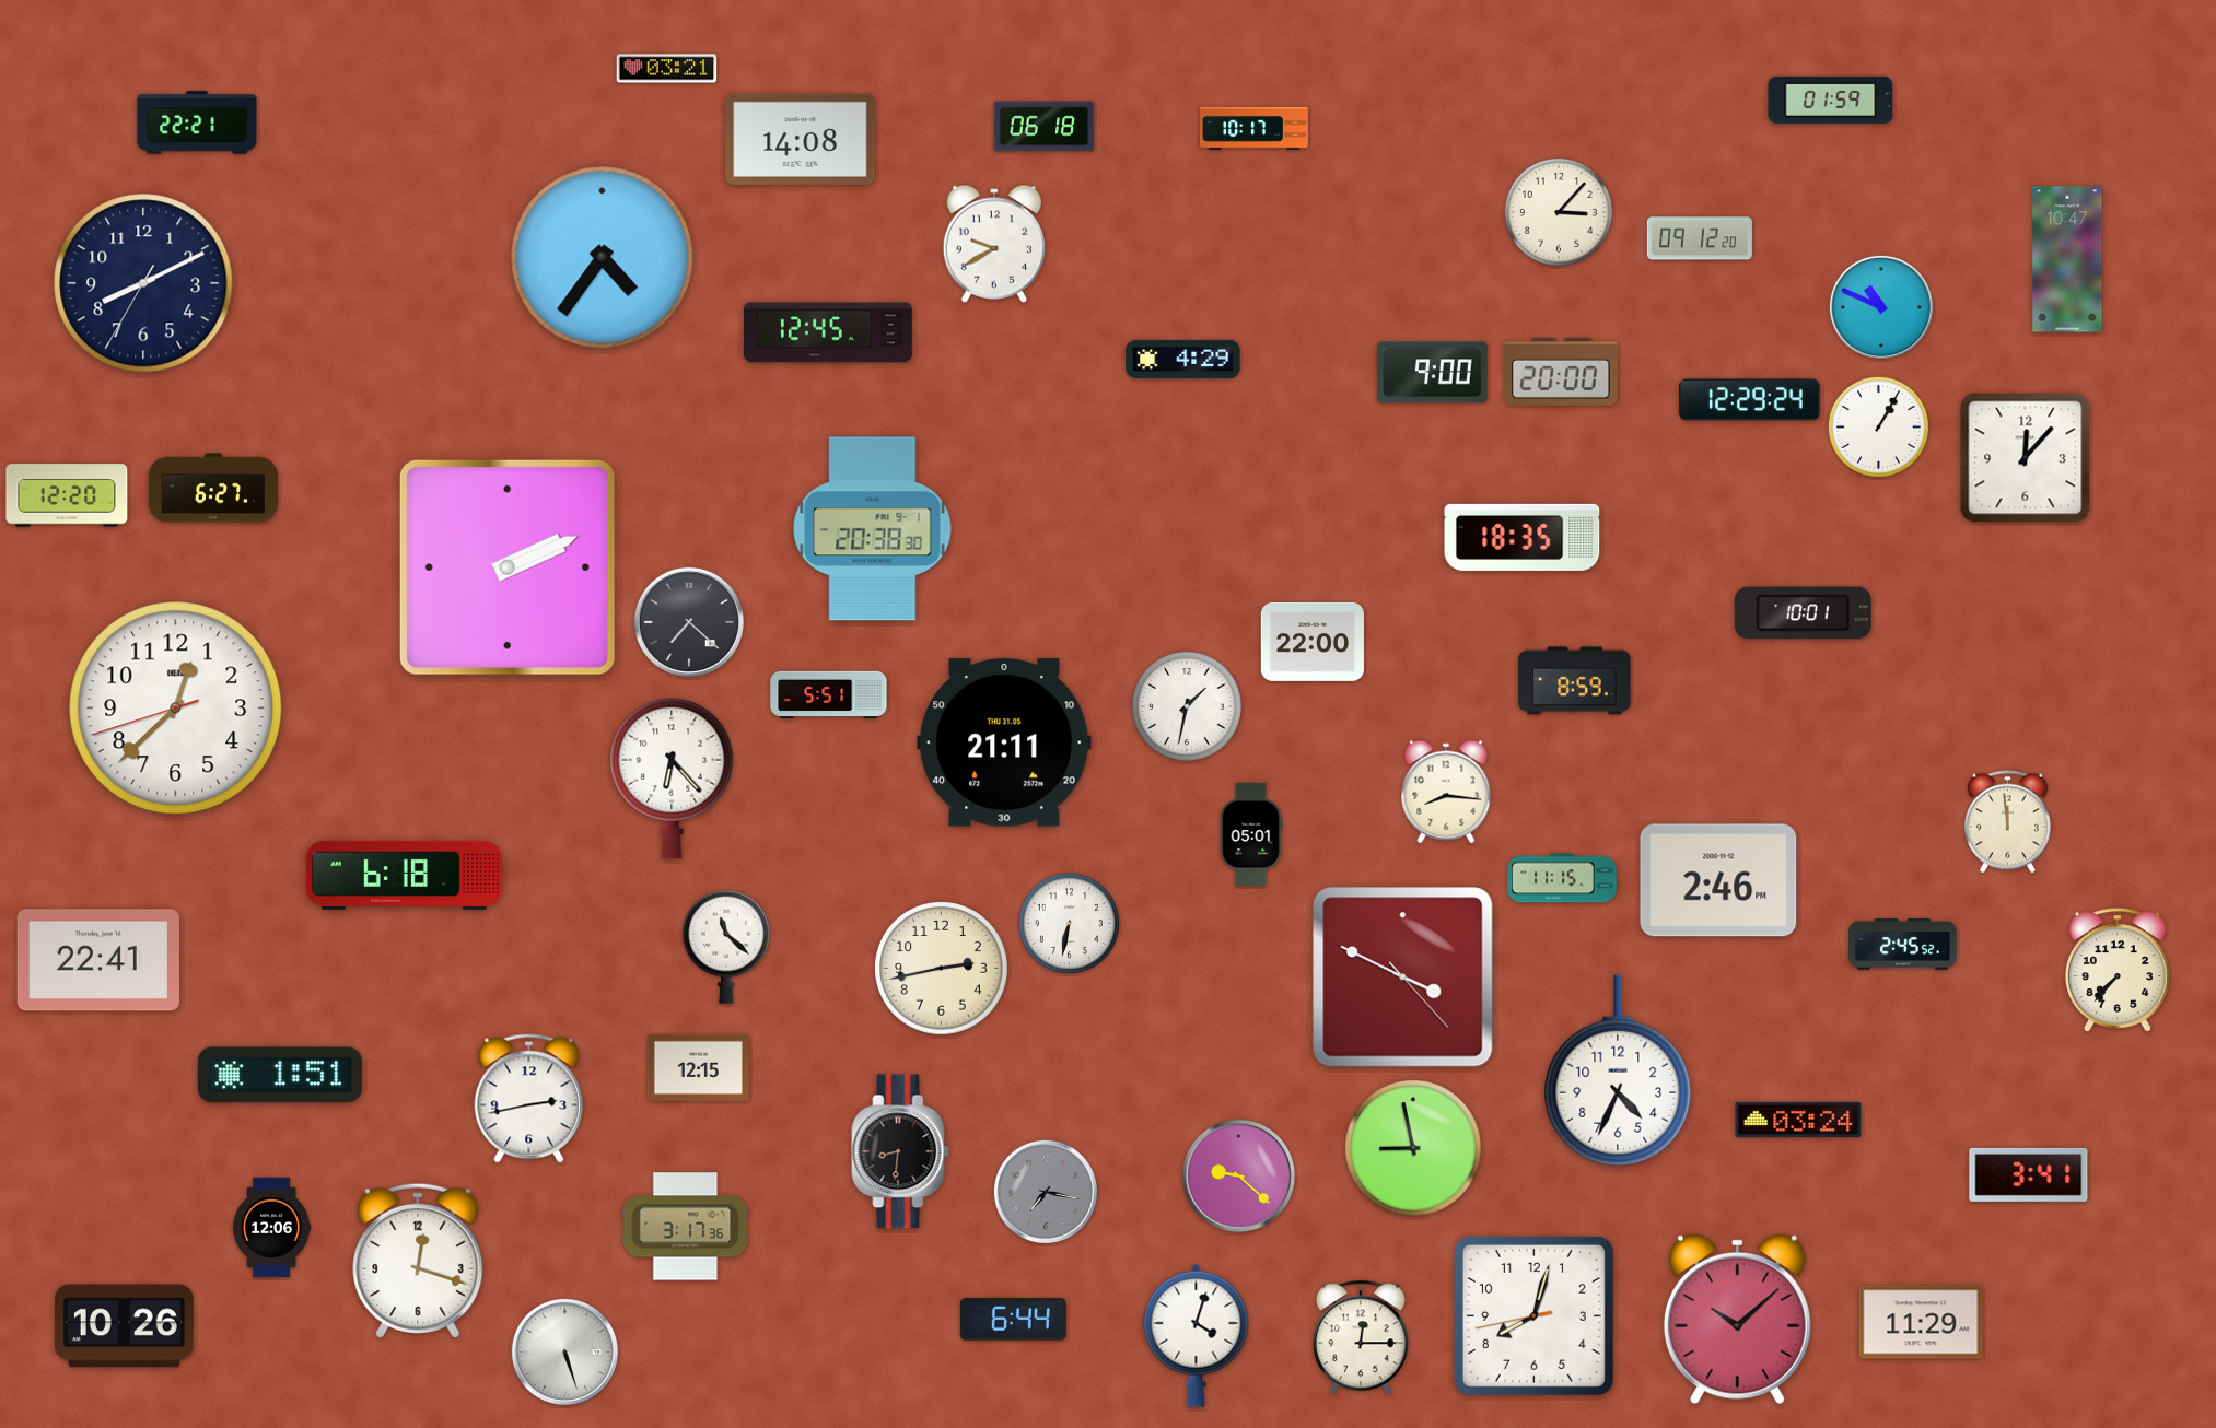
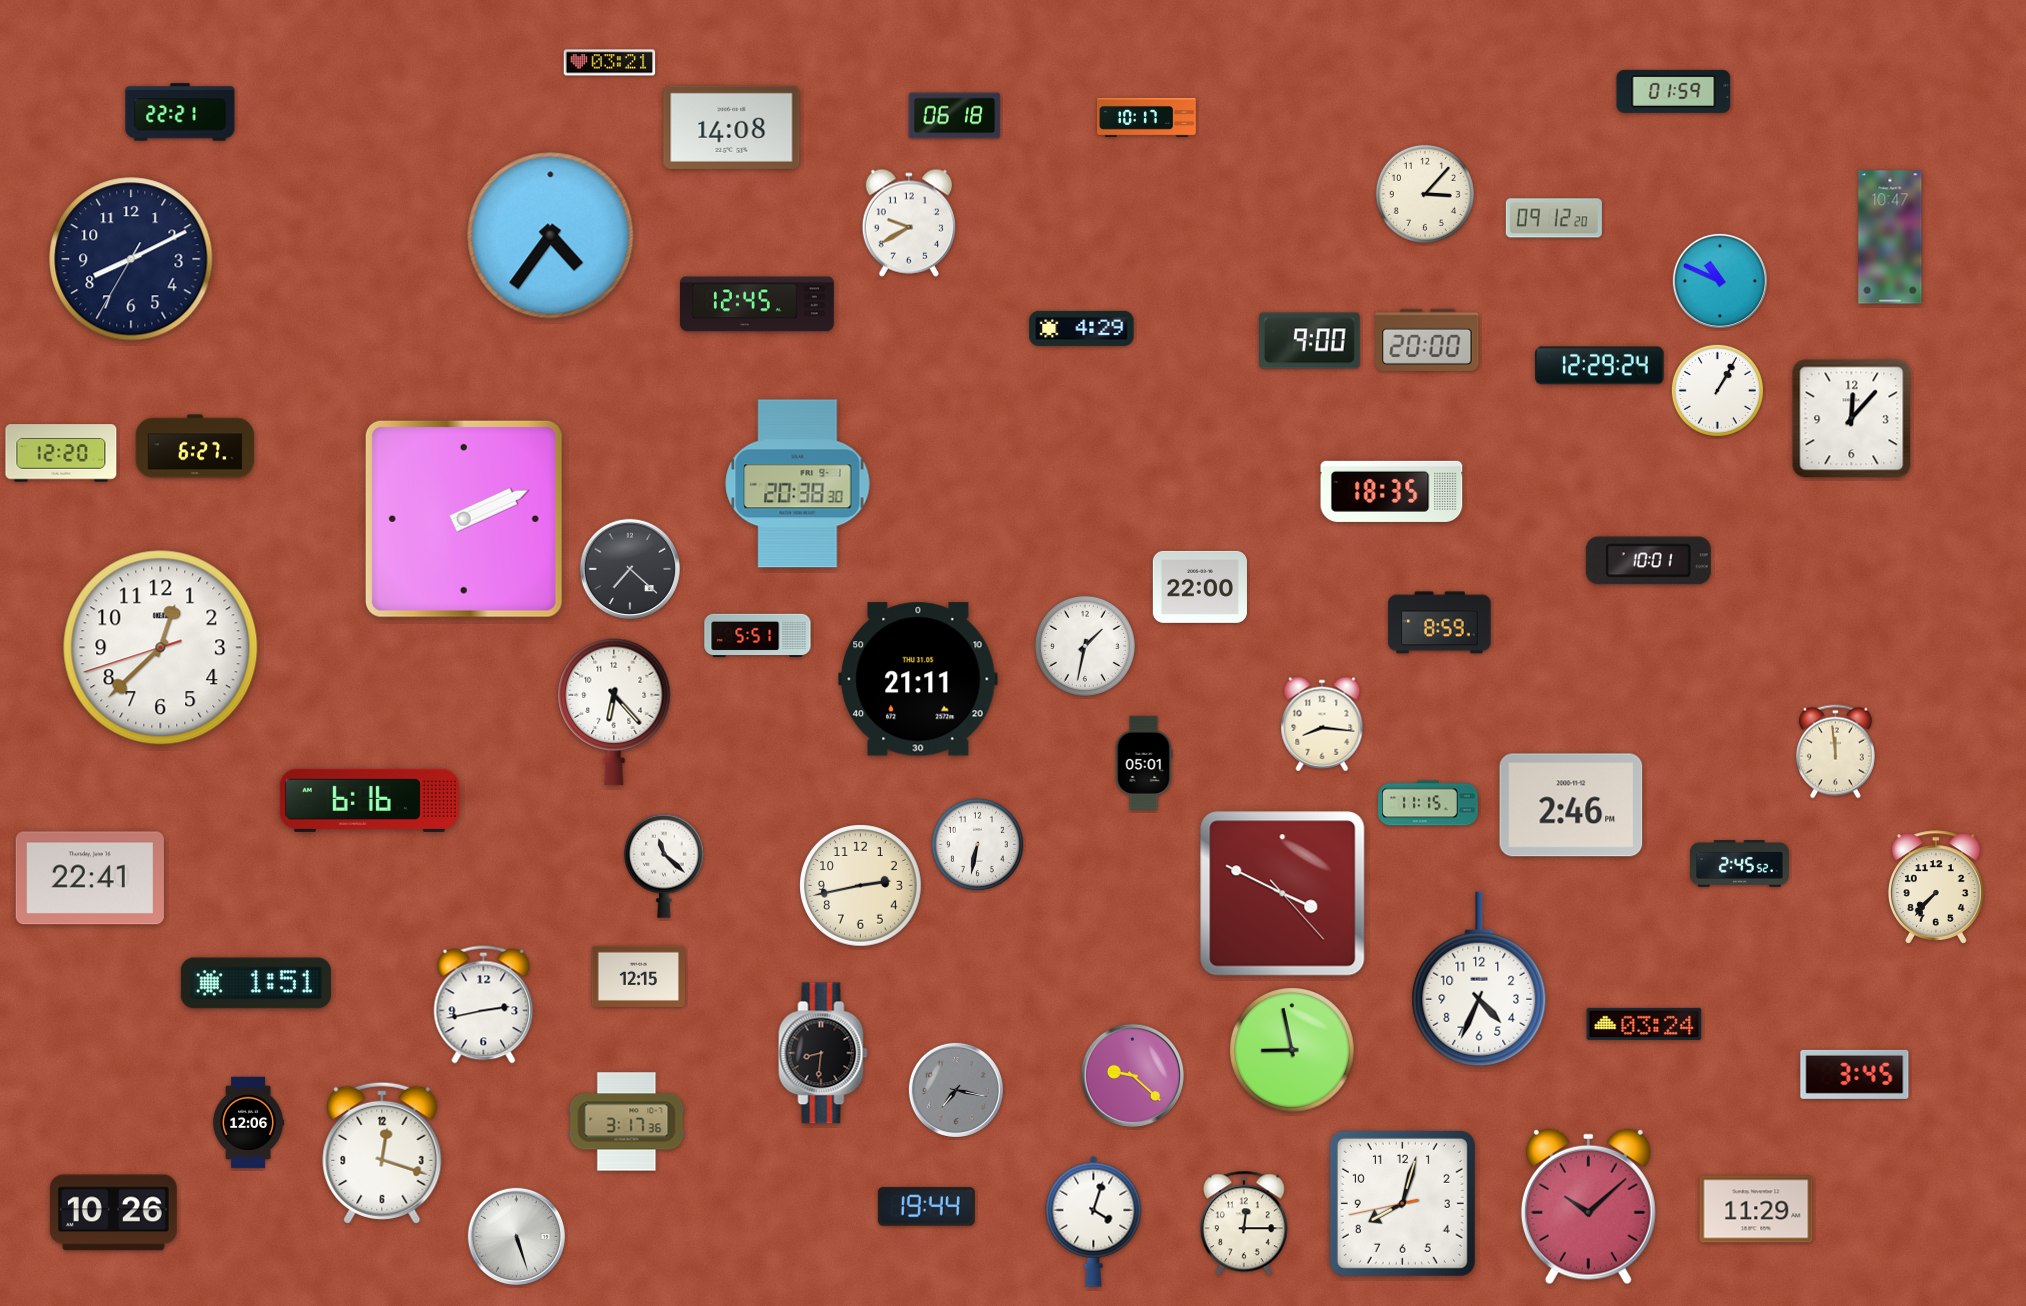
clock at (404, 875): 6:18 -> 6:16
clock at (2029, 1174): 3:41 -> 3:45
clock at (1013, 1320): 6:44 -> 19:44
